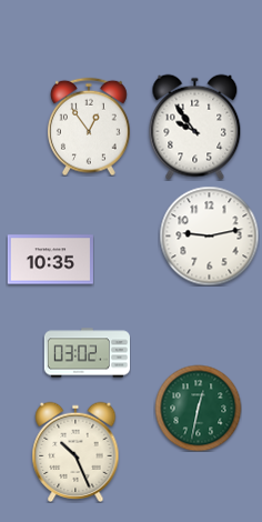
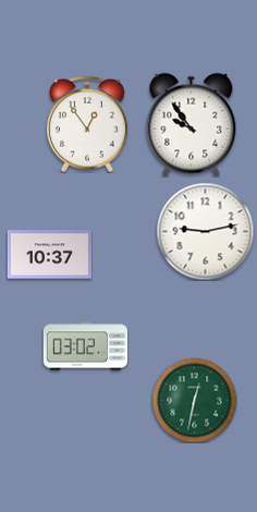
clock at (50, 260): 10:35 -> 10:37
clock at (75, 451): 10:26 -> none
